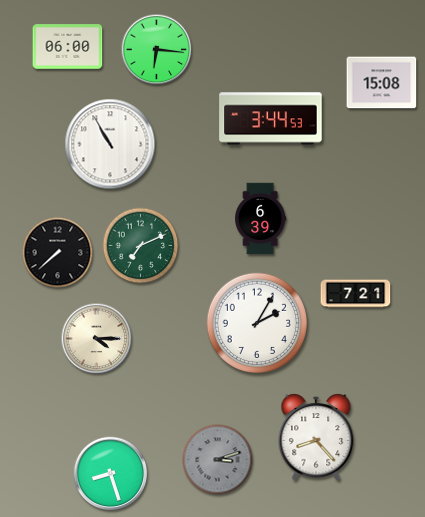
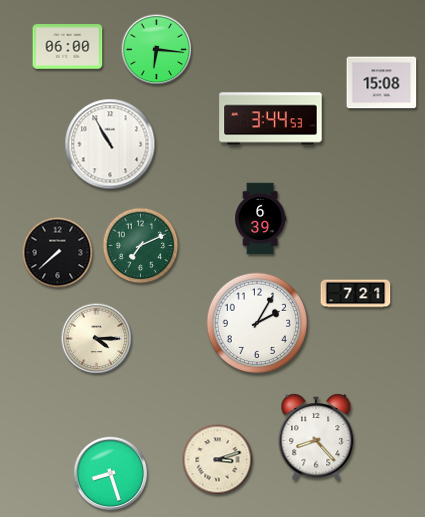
clock at (218, 460) dial: grey -> cream
